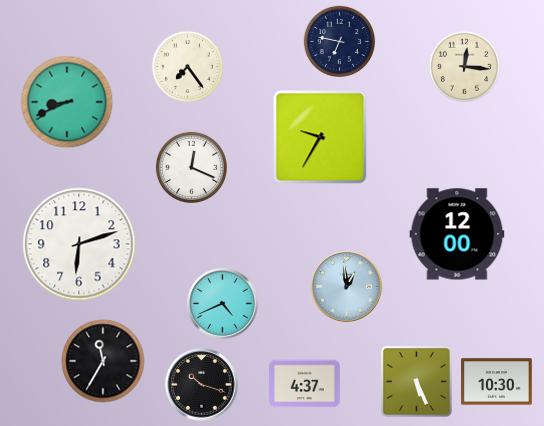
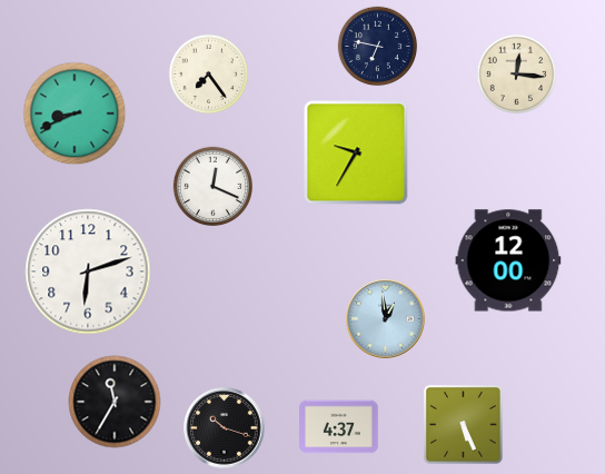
clock at (223, 304): 4:41 -> none
clock at (497, 382): 10:30 -> none
